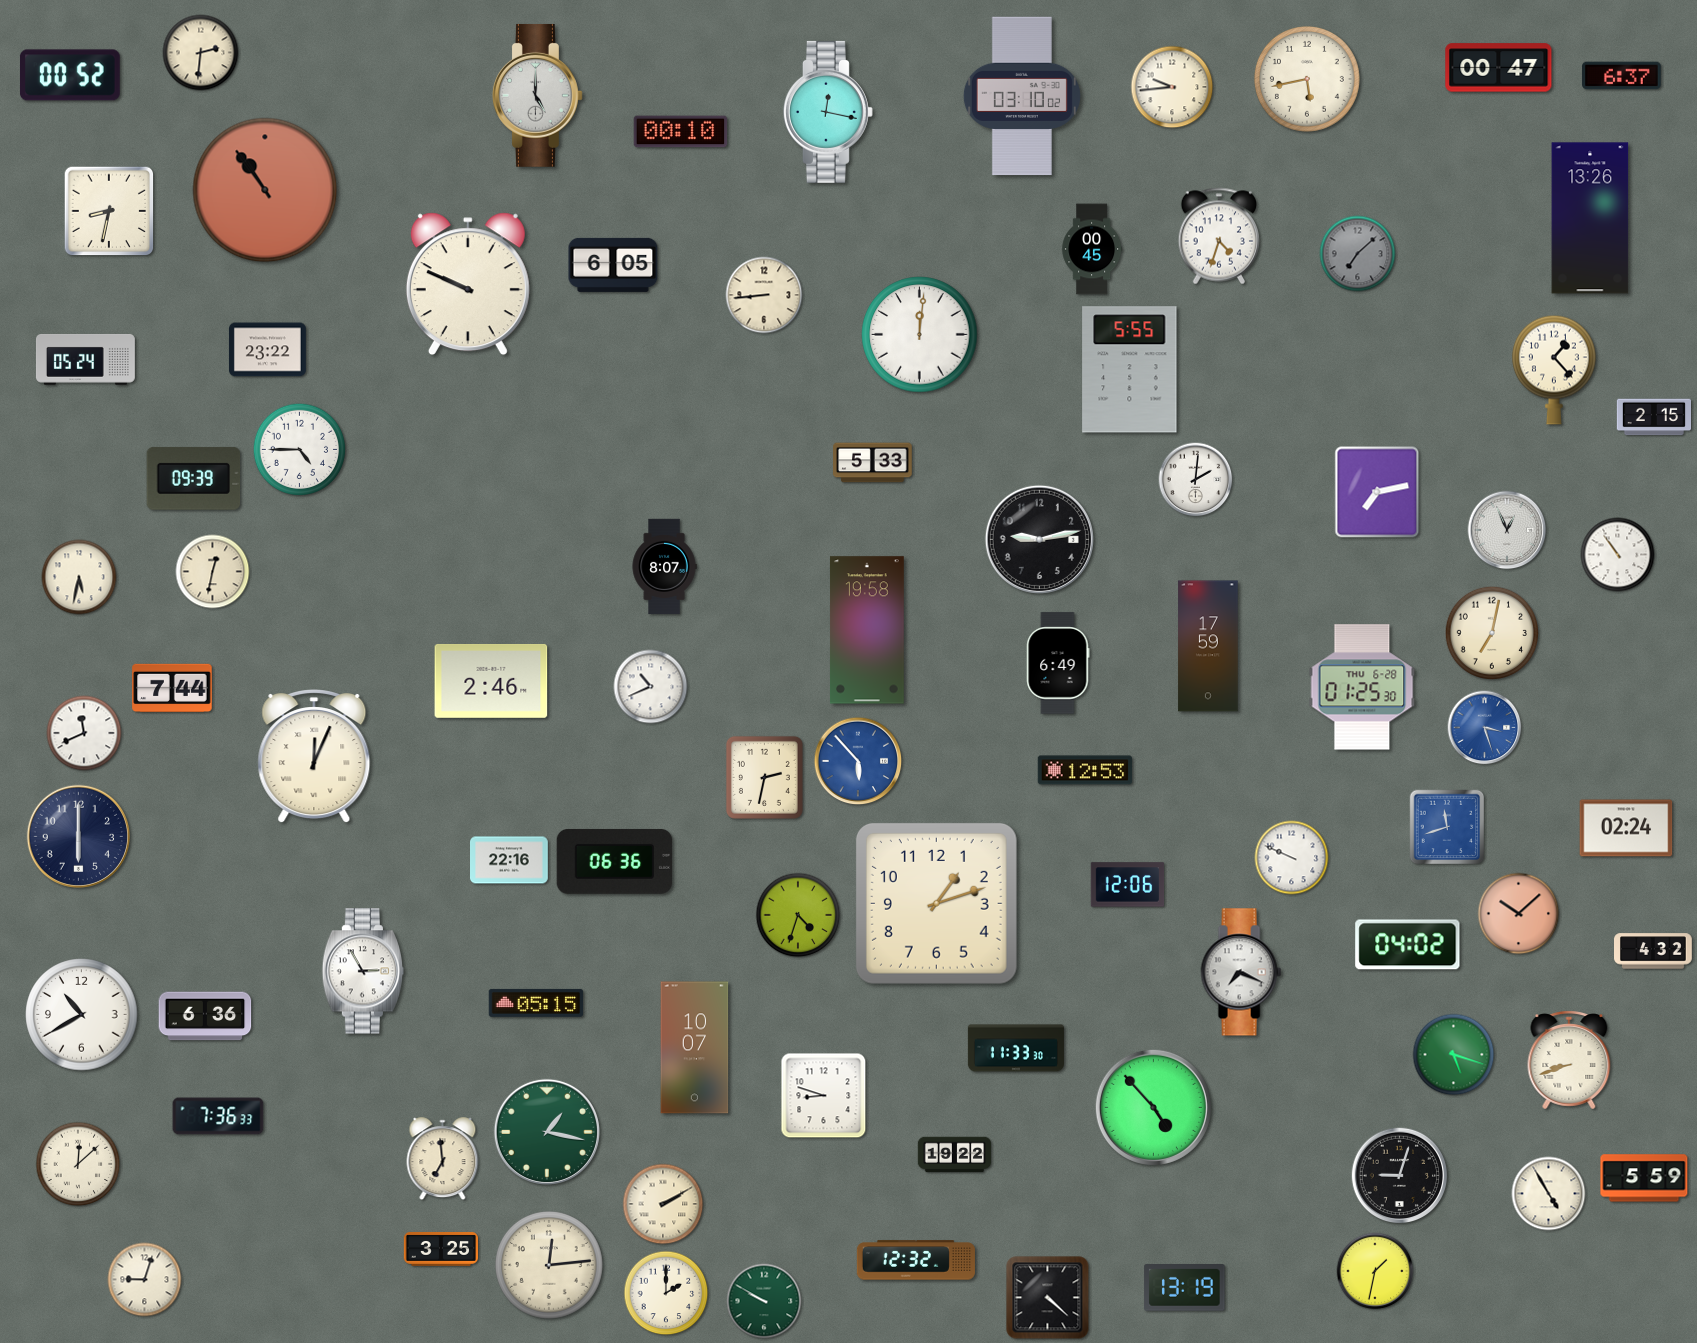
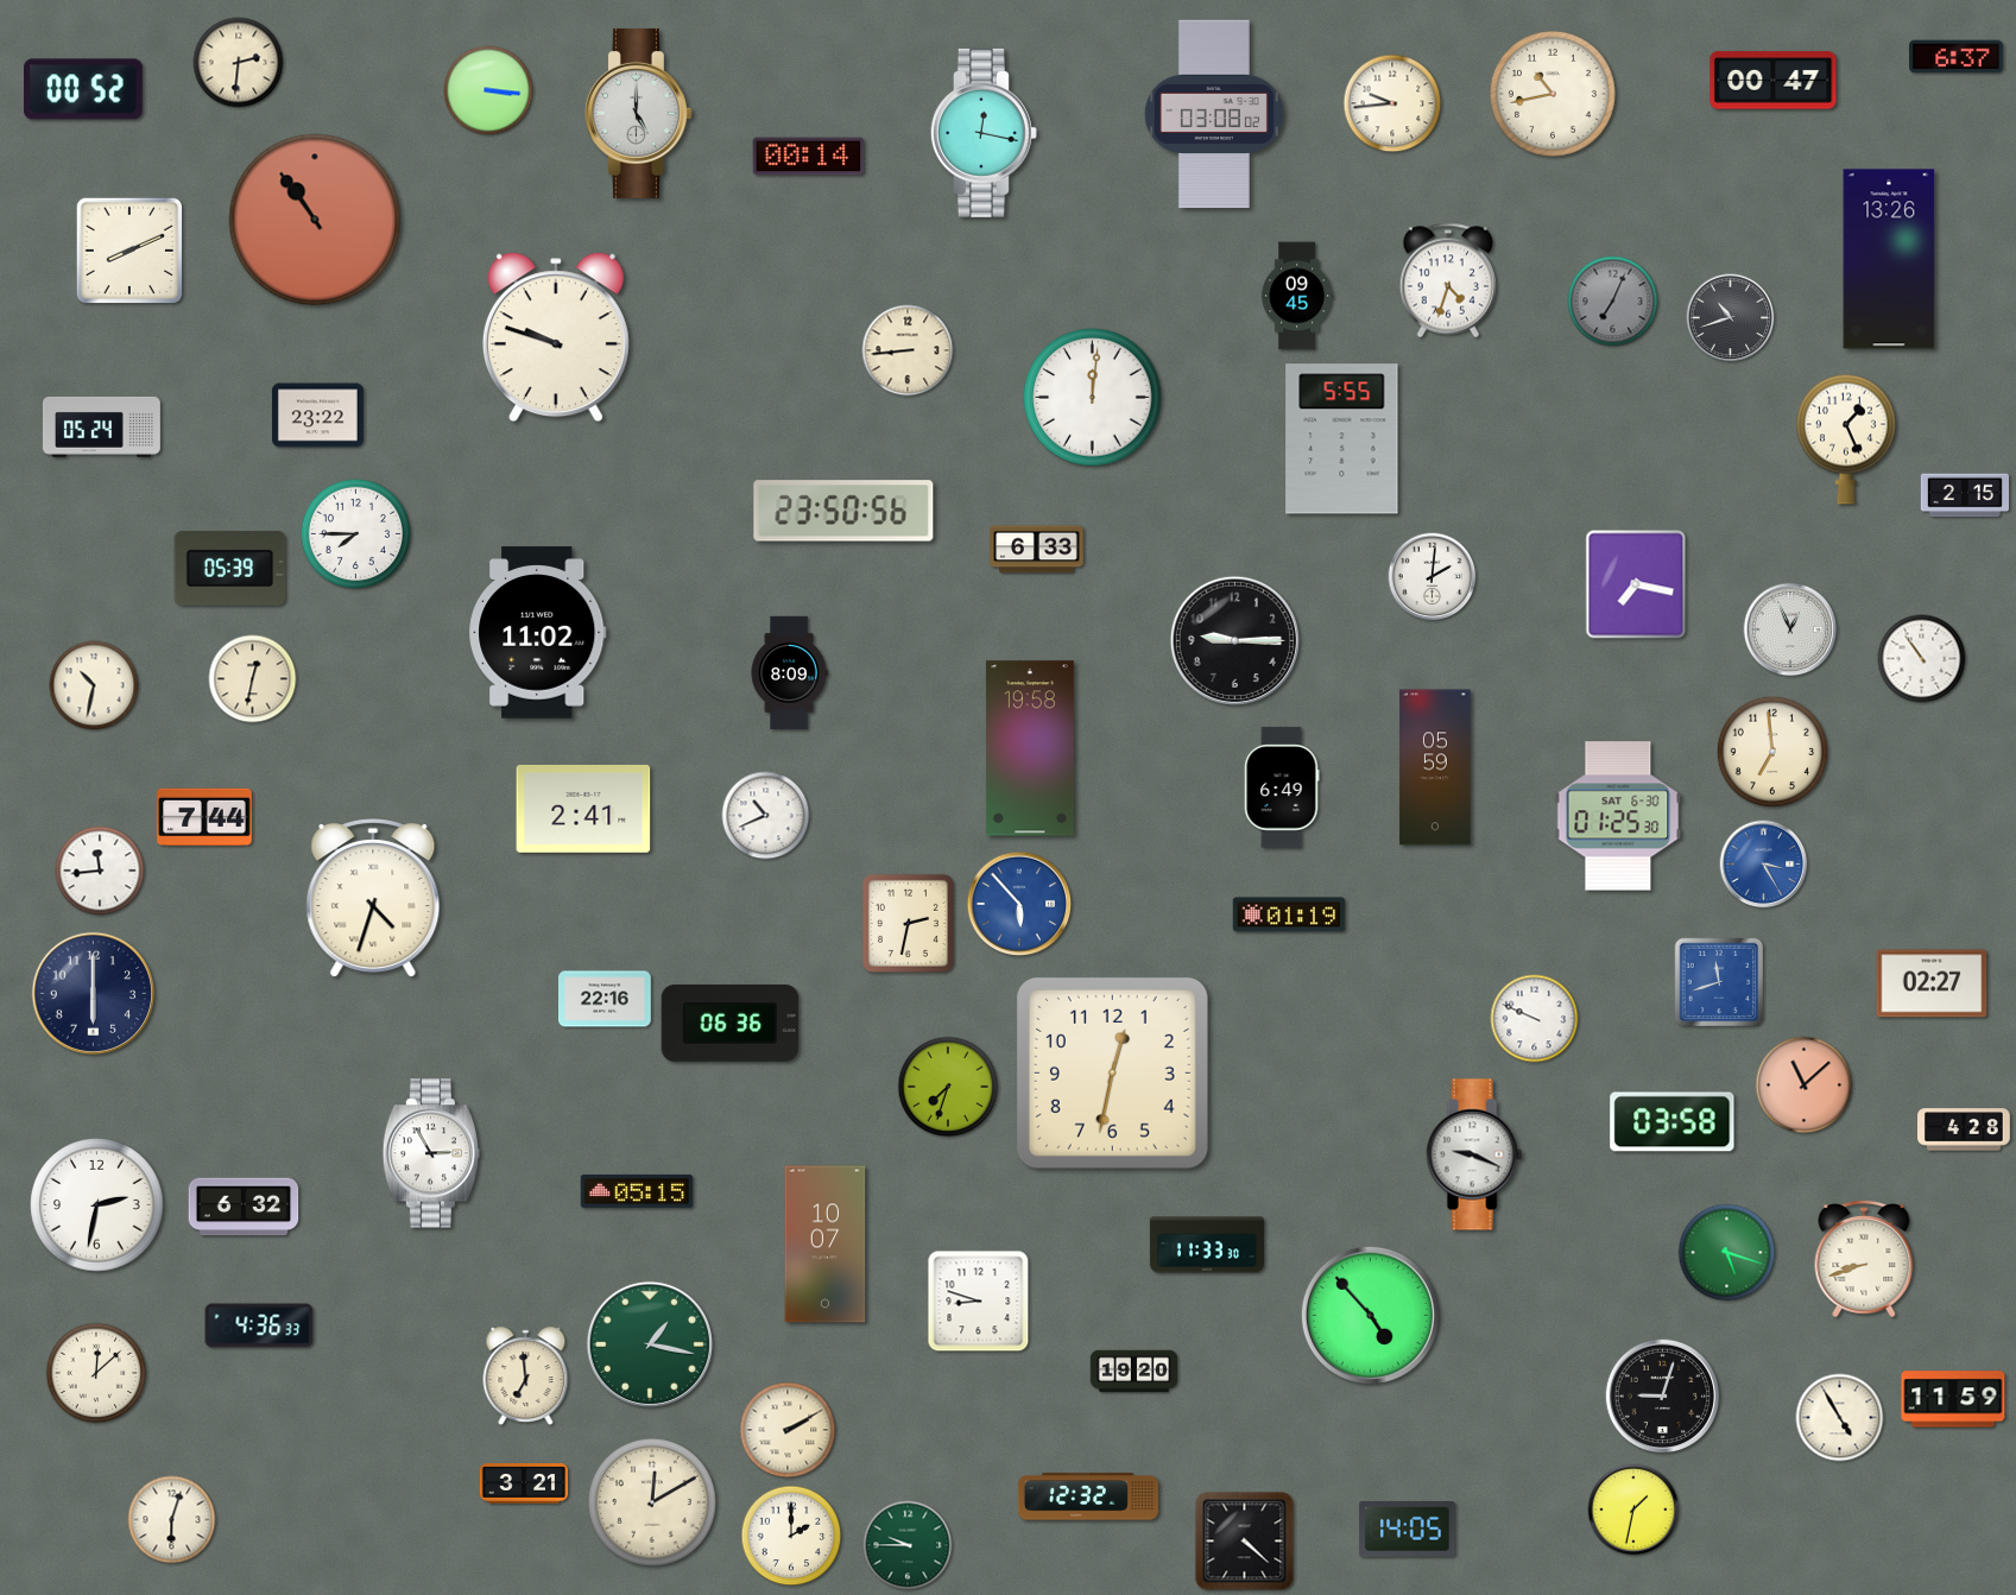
clock at (1499, 68) position: (1499, 68) -> (1774, 81)
clock at (488, 90): none -> 3:16
clock at (1622, 76) position: (1622, 76) -> (1957, 57)
clock at (1307, 79): 5:43 -> 10:43
clock at (1022, 96): 03:10 -> 03:08
clock at (681, 132): 00:10 -> 00:14
clock at (265, 190) position: (265, 190) -> (315, 220)
clock at (109, 211): 8:32 -> 8:11
clock at (1092, 249): 00:45 -> 09:45
clock at (1358, 254): 7:08 -> 7:04
clock at (613, 265): 6:05 -> none
clock at (1731, 318): none -> 10:42
clock at (468, 284): 9:49 -> 9:48
clock at (1555, 370): 1:23 -> 1:26
clock at (843, 511): none -> 23:50
clock at (300, 450): 4:45 -> 7:45
clock at (873, 463): 5:33 -> 6:33
clock at (194, 478): 09:39 -> 05:39
clock at (1196, 480) position: (1196, 480) -> (1433, 577)
clock at (1377, 492): 7:13 -> 7:17
clock at (538, 633): none -> 11:02
clock at (1039, 539): 9:13 -> 9:15
clock at (664, 567): 8:07 -> 8:09
clock at (79, 577): 5:32 -> 10:32
clock at (1491, 632): 7:02 -> 6:59
clock at (1208, 646): 17:59 -> 05:59
clock at (1058, 663) position: (1058, 663) -> (1282, 787)
clock at (491, 681): 2:46 -> 2:41
clock at (651, 687) position: (651, 687) -> (766, 816)
clock at (1362, 687) date: THU 6-28 -> SAT 6-30
clock at (1485, 728): 3:27 -> 3:25
clock at (84, 733): 11:41 -> 11:44
clock at (314, 757): 12:04 -> 4:33
clock at (1085, 770): 12:53 -> 01:19
clock at (1626, 828): 02:24 -> 02:27
clock at (510, 860) position: (510, 860) -> (606, 999)
clock at (1128, 885): 12:06 -> none
clock at (936, 903): 1:12 -> 12:32
clock at (1519, 914): 10:08 -> 11:08
clock at (798, 915): 4:33 -> 7:33
clock at (1408, 945): 04:02 -> 03:58
clock at (1654, 951): 4:32 -> 4:28
clock at (1241, 972): 7:19 -> 9:19
clock at (82, 1015): 10:40 -> 2:32
clock at (205, 1016): 6:36 -> 6:32
clock at (218, 1116): 7:36 -> 4:36
clock at (955, 1155): 19:22 -> 19:20
clock at (78, 1164) position: (78, 1164) -> (96, 1373)
clock at (1644, 1178): 5:59 -> 11:59
clock at (440, 1250): 3:25 -> 3:21
clock at (550, 1266): 12:14 -> 12:10
clock at (145, 1280): 9:03 -> 6:03
clock at (1185, 1288): 13:19 -> 14:05
clock at (764, 1301): 9:50 -> 9:45
